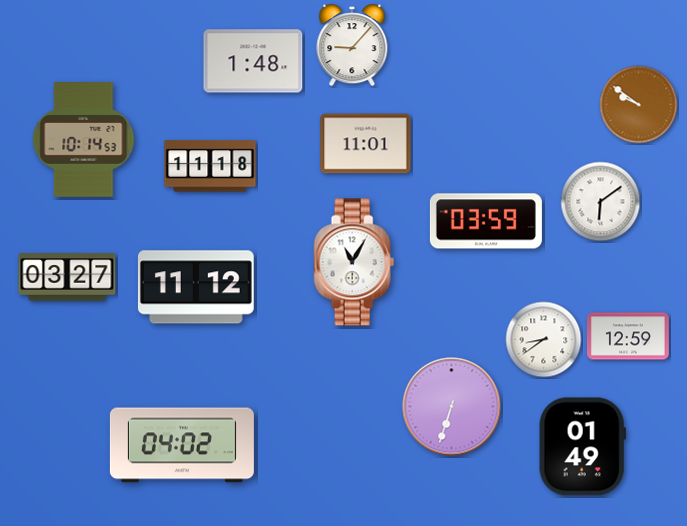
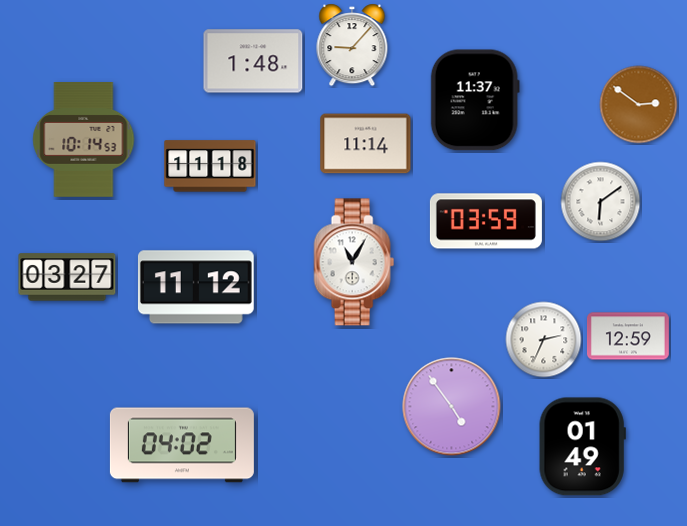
clock at (475, 100): none -> 11:37
clock at (639, 105): 9:51 -> 2:51
clock at (366, 144): 11:01 -> 11:14
clock at (544, 340): 8:39 -> 2:34
clock at (452, 407): 6:33 -> 4:54
